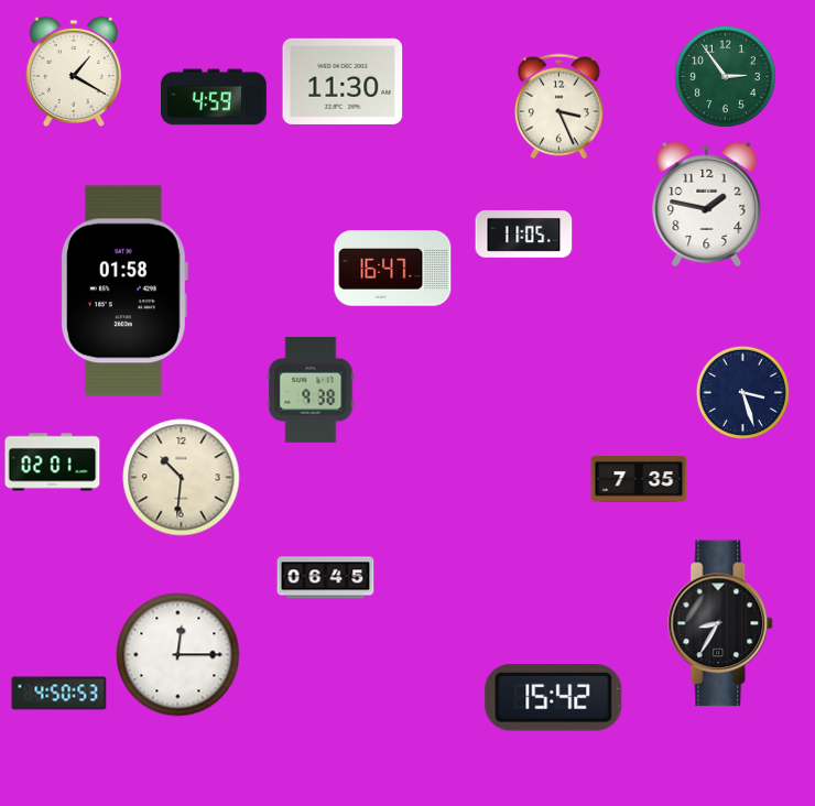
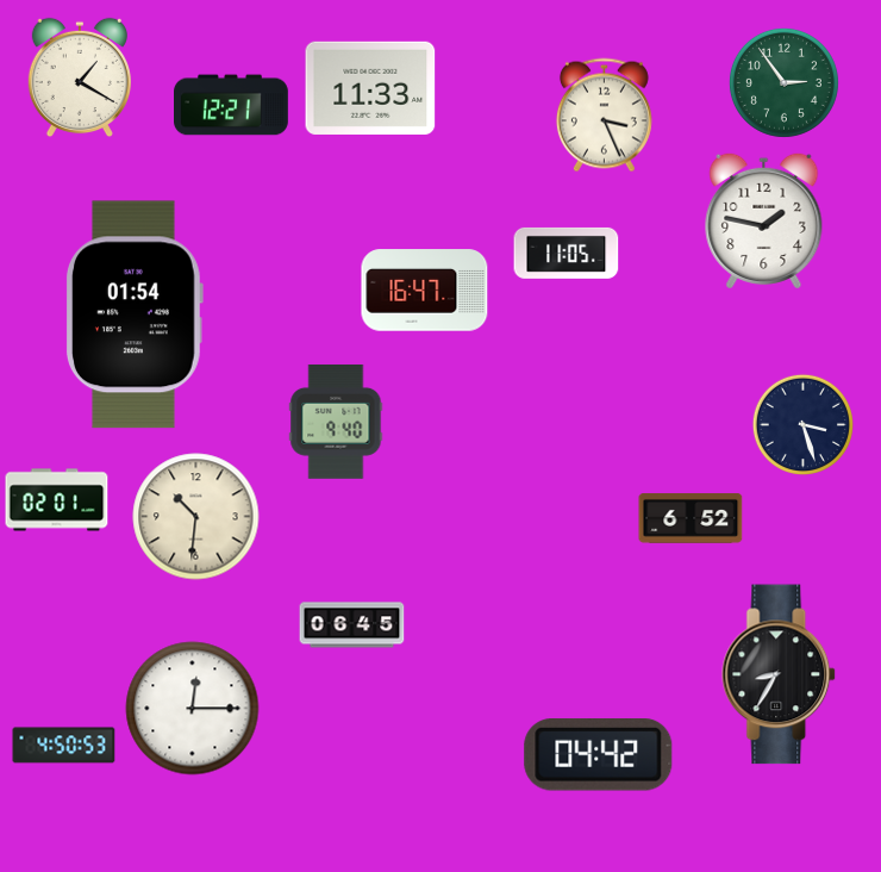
clock at (343, 81): 11:30 -> 11:33
clock at (215, 97): 4:59 -> 12:21
clock at (124, 291): 01:58 -> 01:54
clock at (311, 390): 9:38 -> 9:40
clock at (639, 480): 7:35 -> 6:52
clock at (59, 694) position: (59, 694) -> (64, 746)
clock at (554, 698): 15:42 -> 04:42
